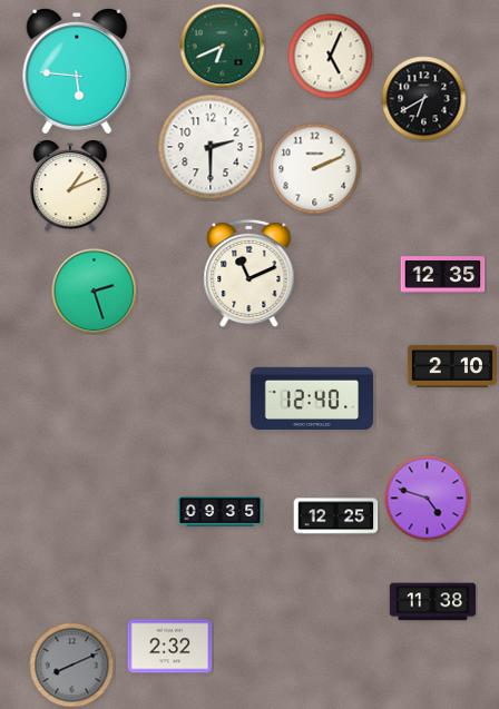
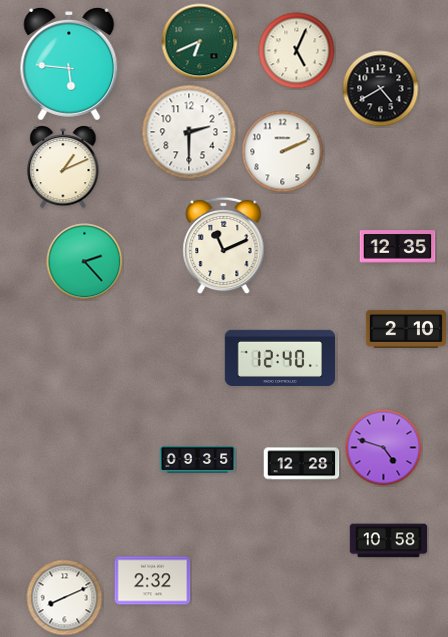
clock at (424, 99): 6:40 -> 4:40
clock at (95, 292): 2:27 -> 2:23
clock at (336, 516): 12:25 -> 12:28
clock at (433, 602): 11:38 -> 10:58
clock at (72, 666) dial: grey -> white
